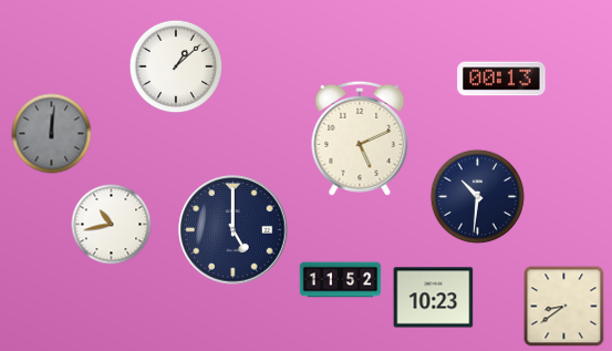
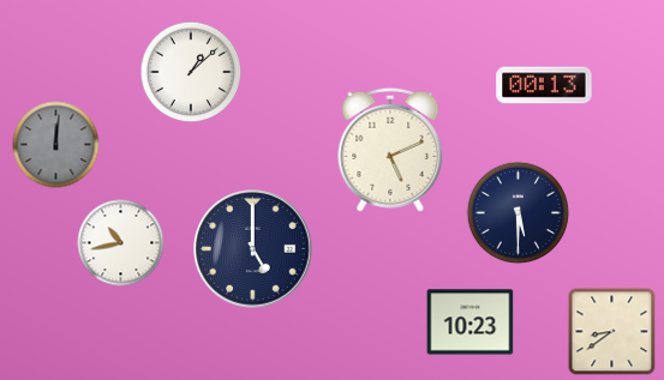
clock at (478, 197): 10:31 -> 5:30
clock at (341, 280): 11:52 -> none
